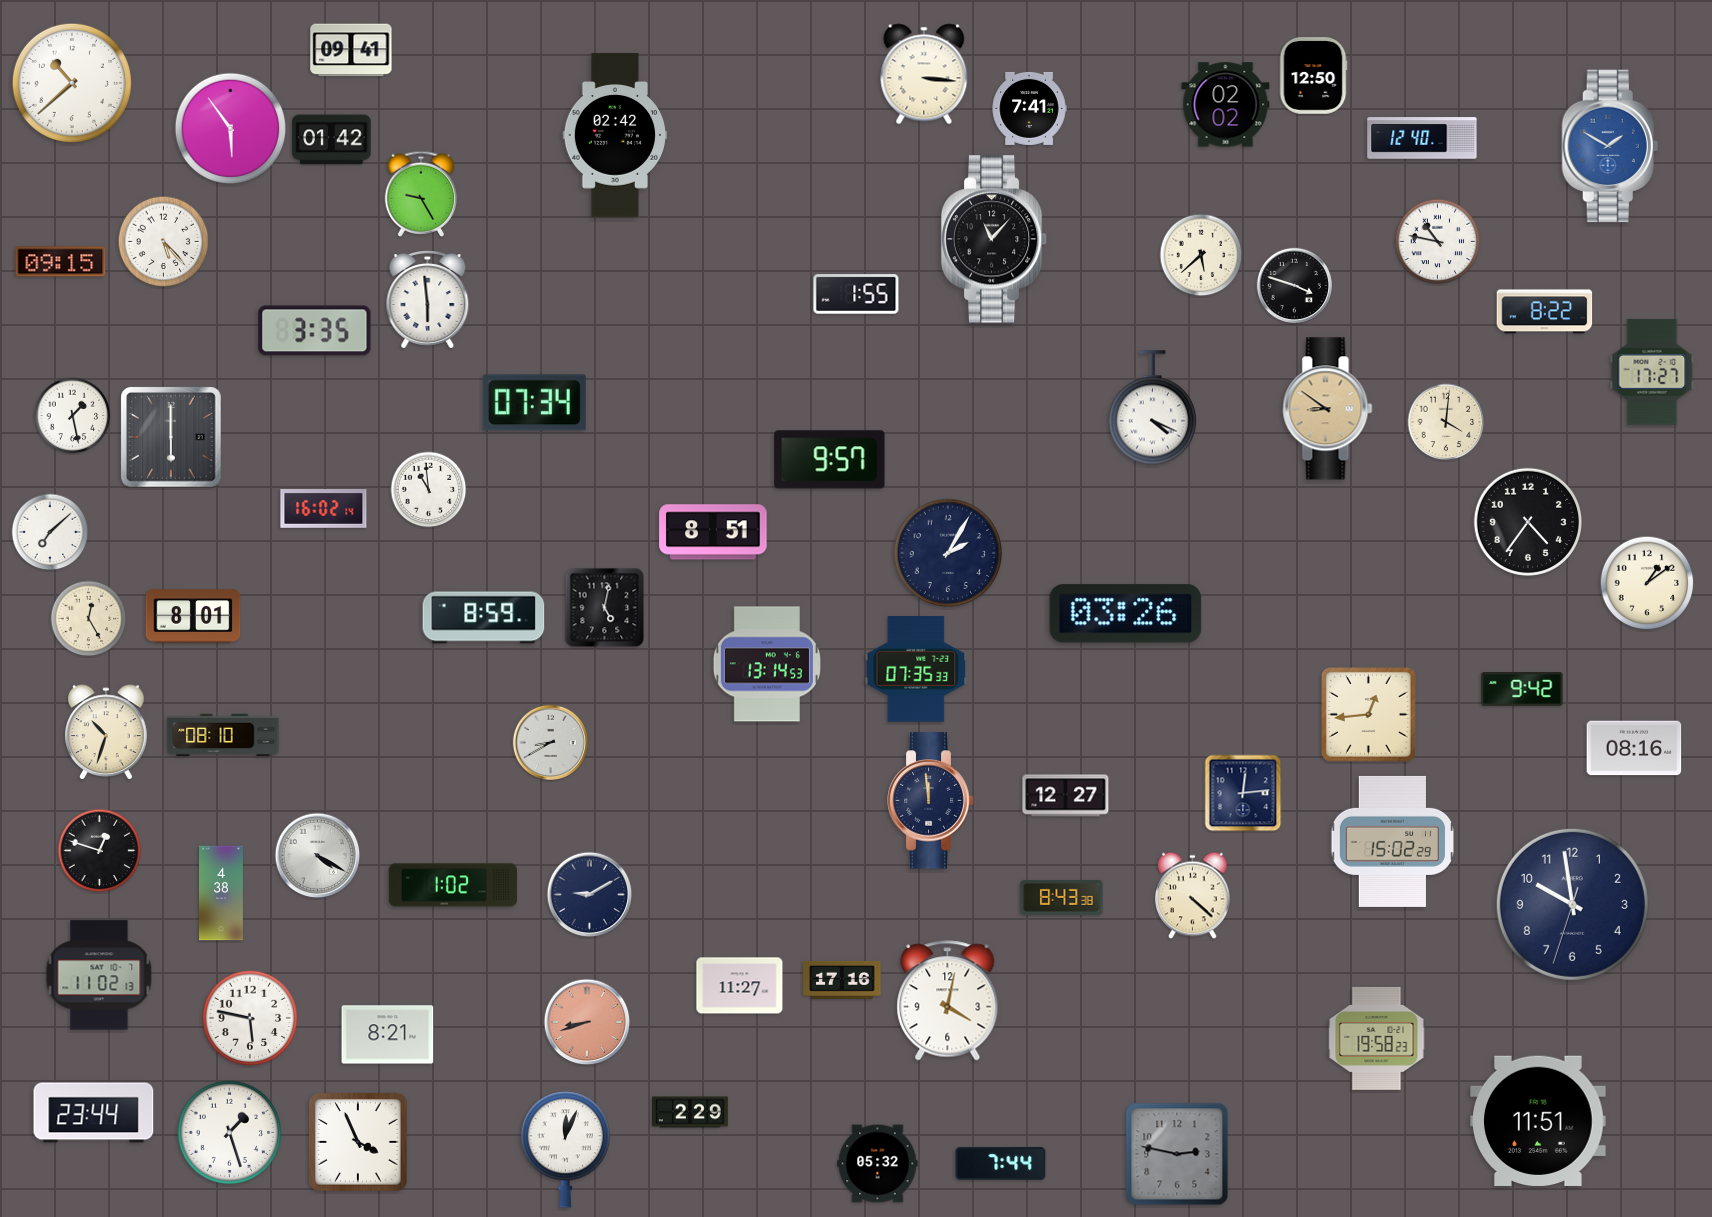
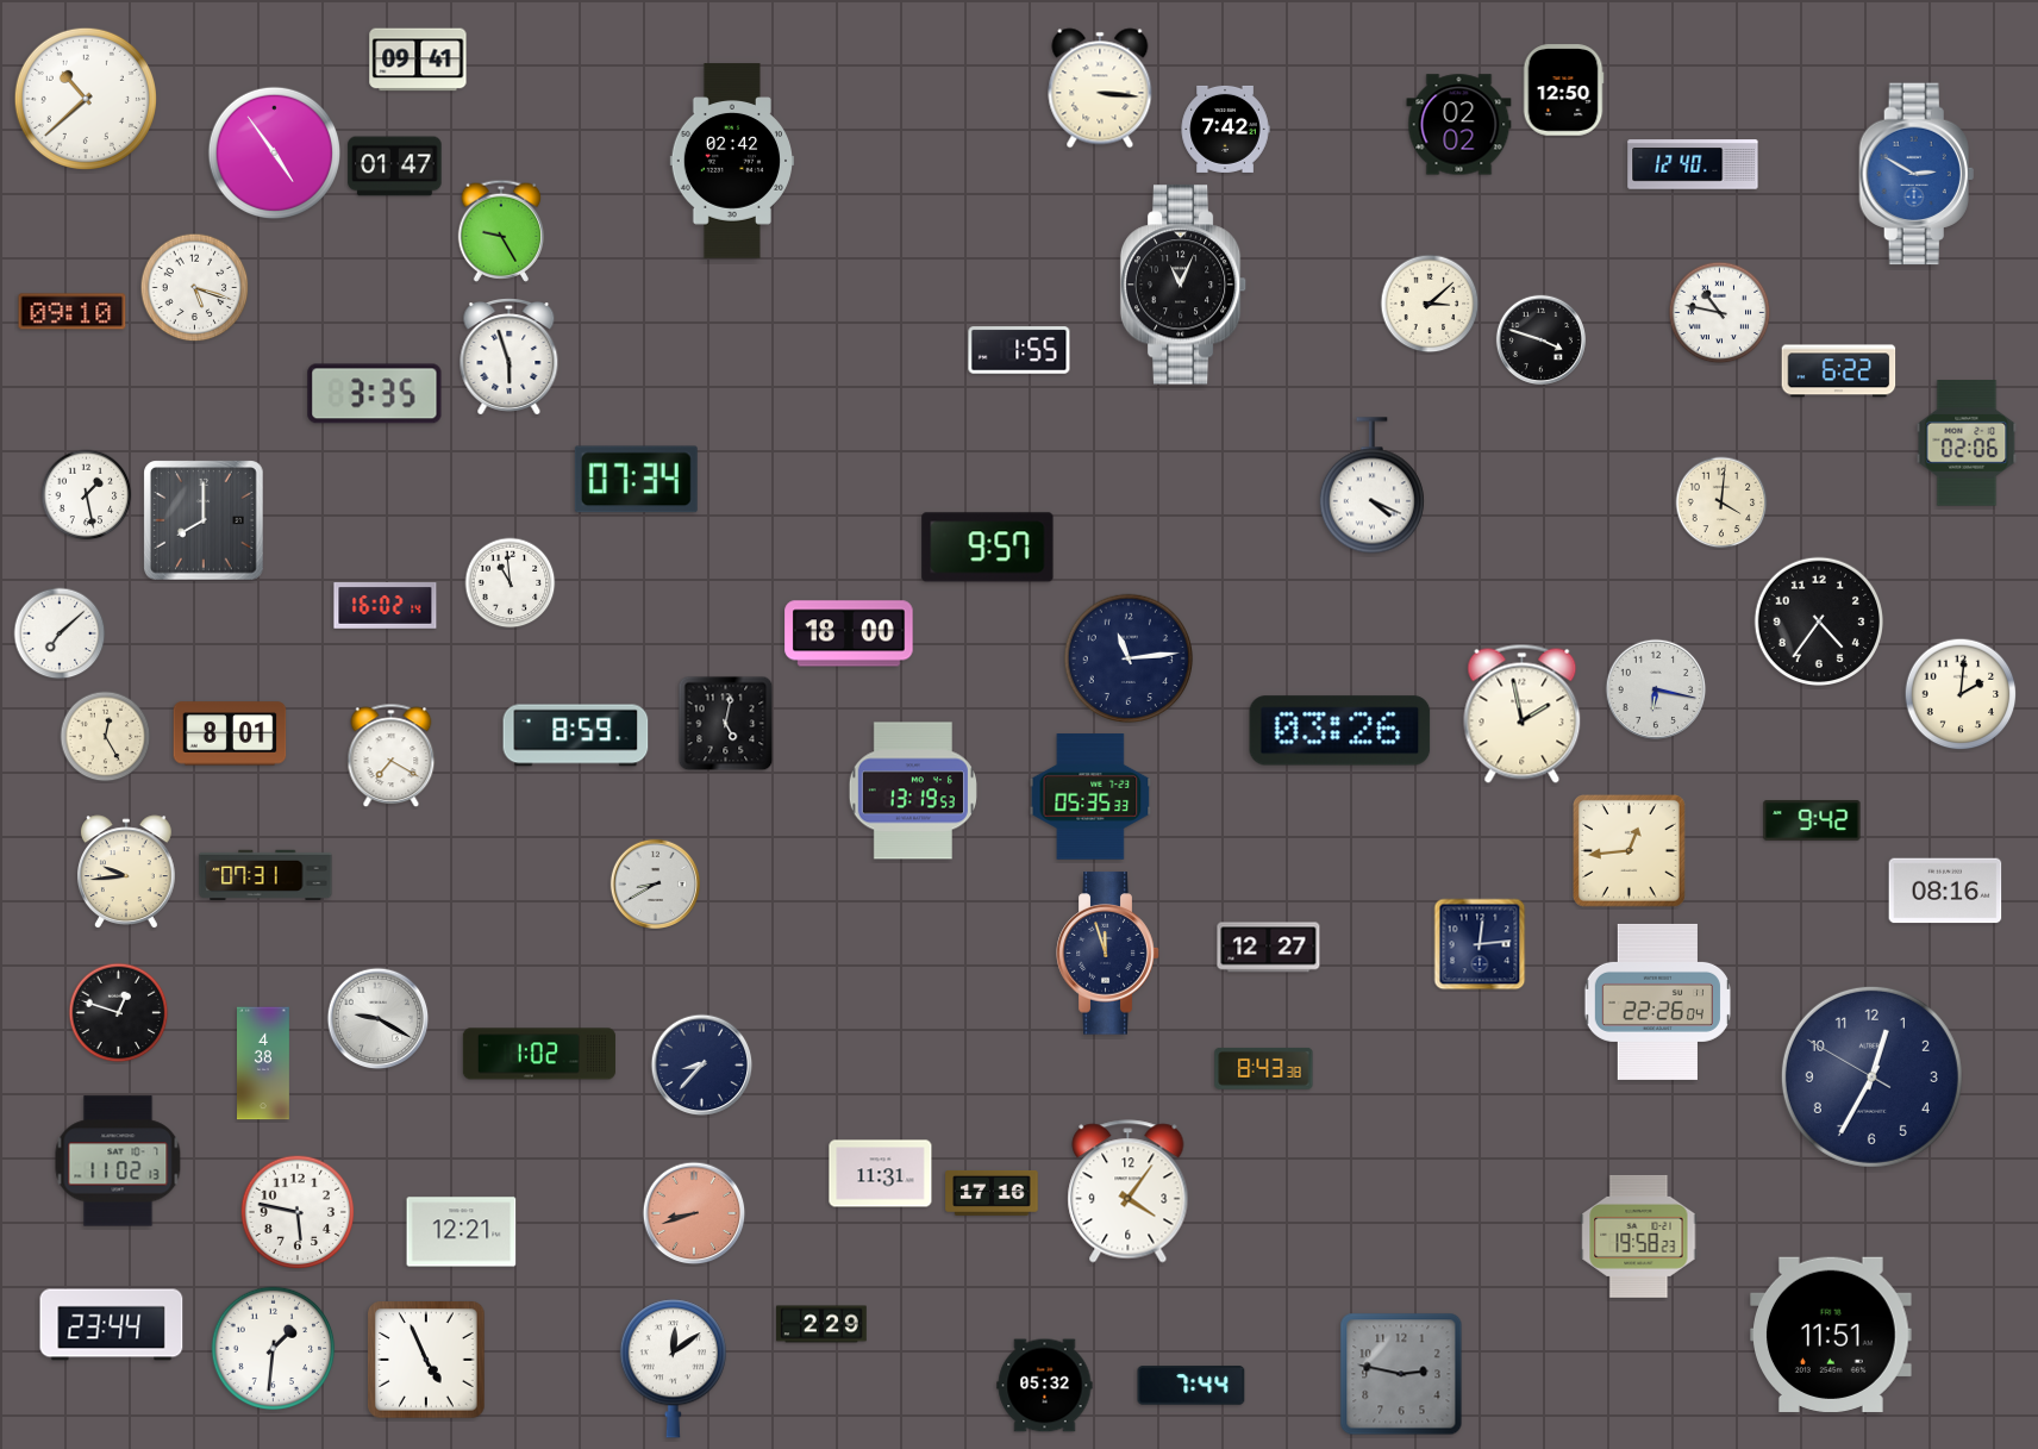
clock at (1029, 108): 7:41 -> 7:42
clock at (230, 128): 5:54 -> 4:54
clock at (332, 140): 01:42 -> 01:47
clock at (1610, 146): 1:50 -> 2:50
clock at (994, 239): 11:07 -> 11:04
clock at (164, 242): 5:23 -> 5:18
clock at (1438, 242) position: (1438, 242) -> (1720, 313)
clock at (1201, 255): 5:38 -> 3:08
clock at (61, 262): 09:15 -> 09:10
clock at (428, 300): 5:59 -> 5:57
clock at (1545, 312): 8:22 -> 6:22
clock at (1652, 372): 17:27 -> 02:06
clock at (1328, 409): 8:51 -> none
clock at (171, 437): 6:00 -> 8:00
clock at (713, 532): 8:51 -> 18:00
clock at (947, 552): 2:05 -> 11:14
clock at (1656, 689): none -> 6:17
clock at (1647, 583): 1:09 -> 2:01
clock at (1523, 713): none -> 1:58
clock at (605, 608) position: (605, 608) -> (726, 724)
clock at (392, 756): none -> 7:20
clock at (767, 664): 13:14 -> 13:19
clock at (916, 669): 07:35 -> 05:35
clock at (106, 732): 10:33 -> 9:44
clock at (223, 735): 08:10 -> 07:31
clock at (931, 801): 11:59 -> 11:57
clock at (1392, 841): 15:02 -> 22:26
clock at (318, 856): 4:20 -> 9:20
clock at (590, 895): 9:10 -> 8:37
clock at (1193, 896): 4:22 -> none
clock at (1572, 904): 9:58 -> 12:34
clock at (842, 980) position: (842, 980) -> (992, 1193)
clock at (740, 986): 11:27 -> 11:31
clock at (948, 1001): 4:02 -> 4:06
clock at (587, 1022) position: (587, 1022) -> (694, 1213)
clock at (388, 1035): 8:21 -> 12:21
clock at (230, 1133): 1:27 -> 1:31
clock at (358, 1142): 3:56 -> 4:56
clock at (565, 1150): 12:04 -> 12:09
